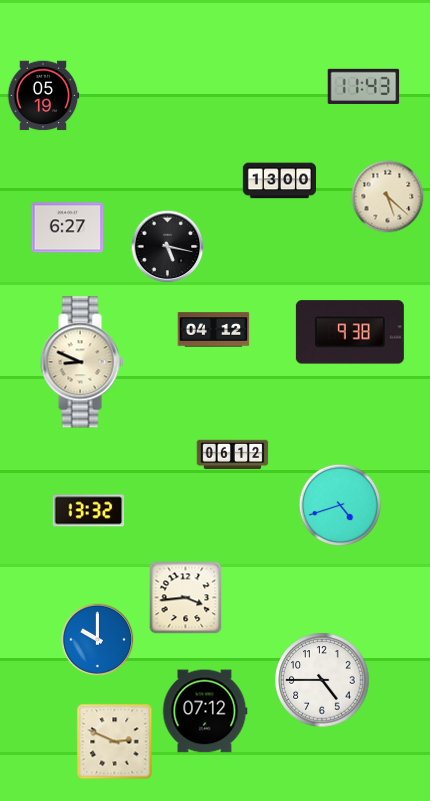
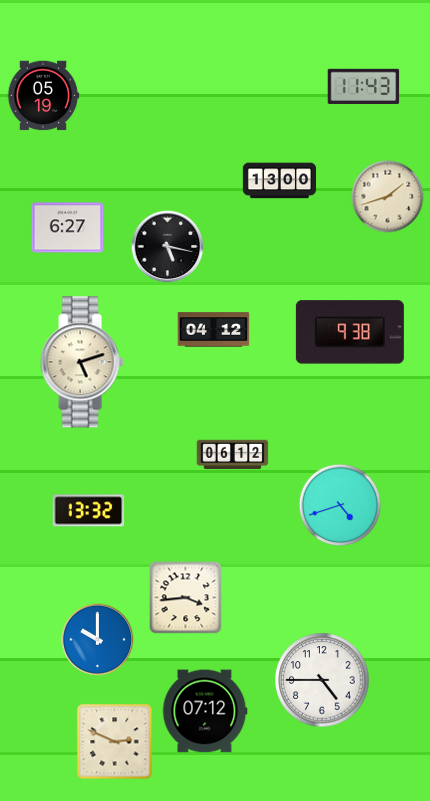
clock at (388, 197): 5:22 -> 1:42
clock at (82, 362): 8:49 -> 5:12
